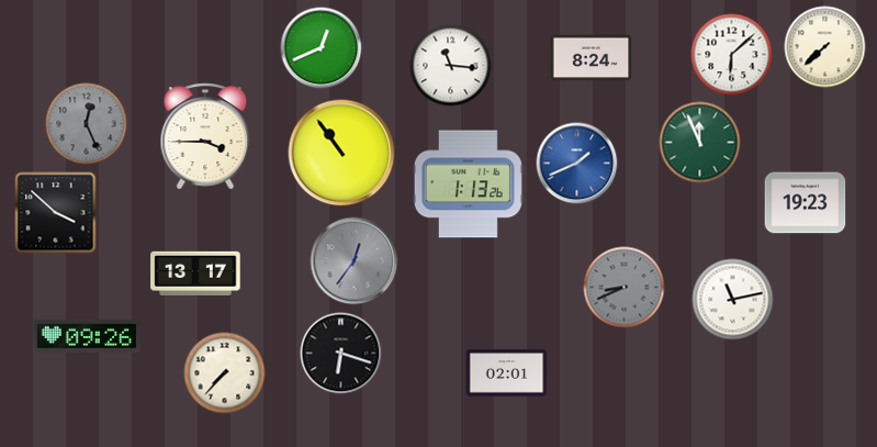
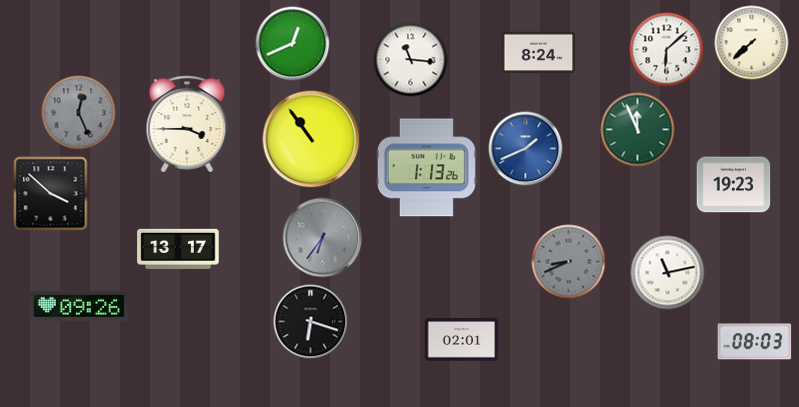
clock at (355, 261): 12:36 -> 6:36
clock at (225, 373): 7:37 -> none
clock at (755, 342): none -> 08:03
